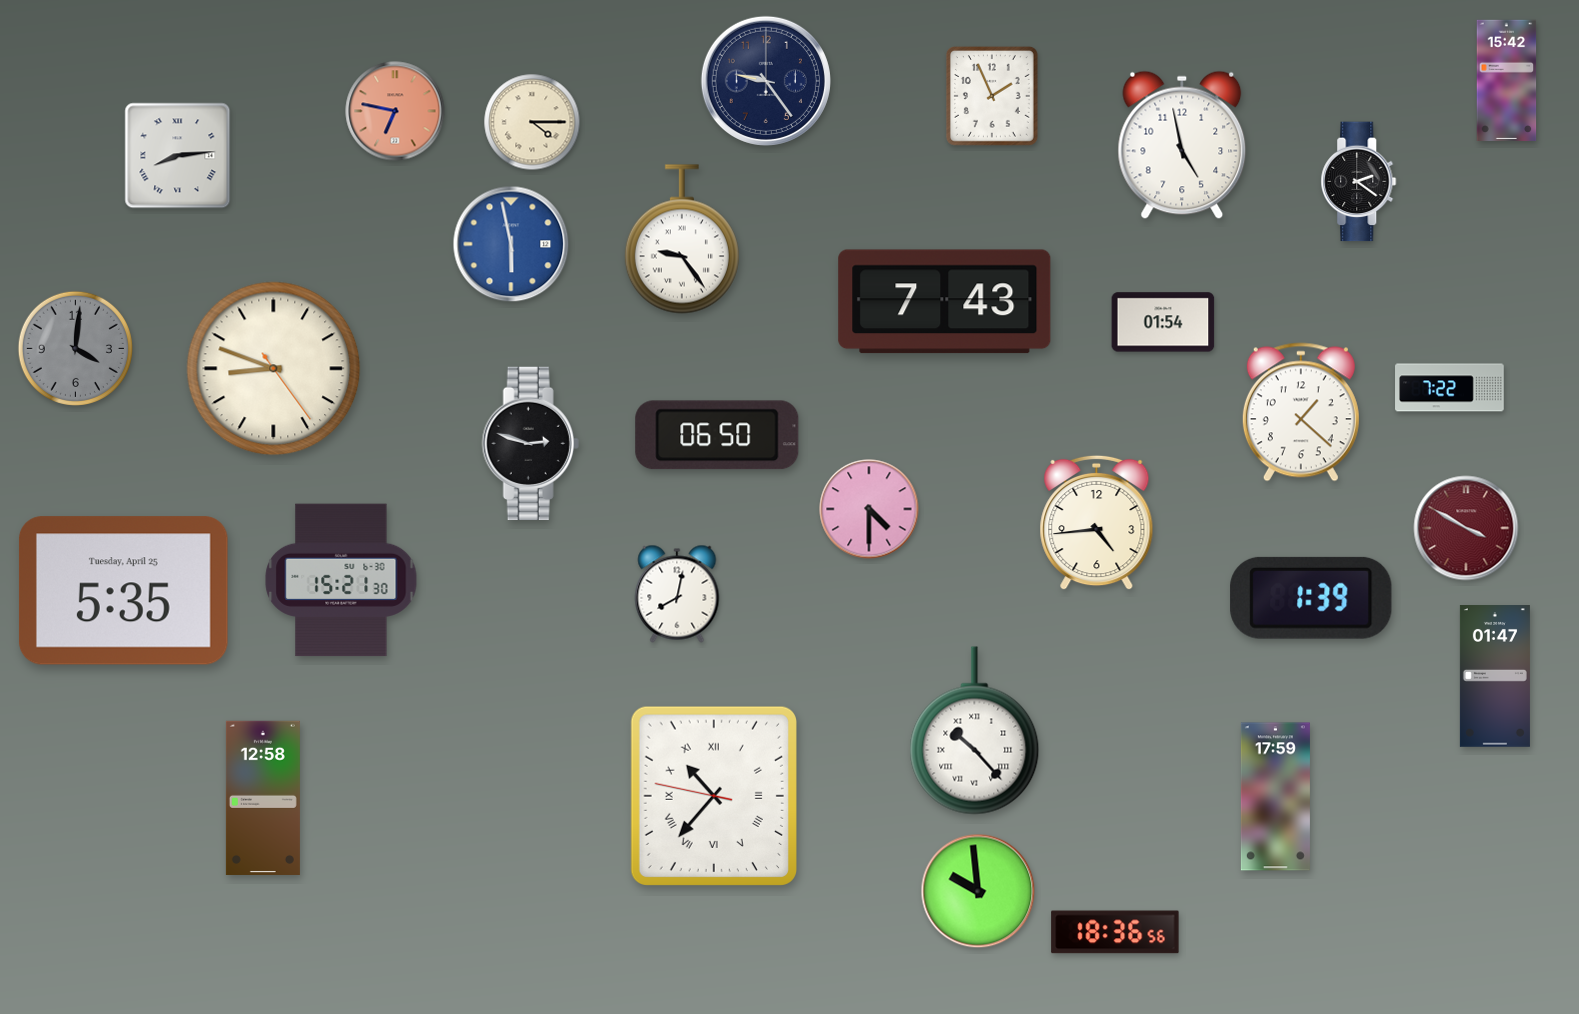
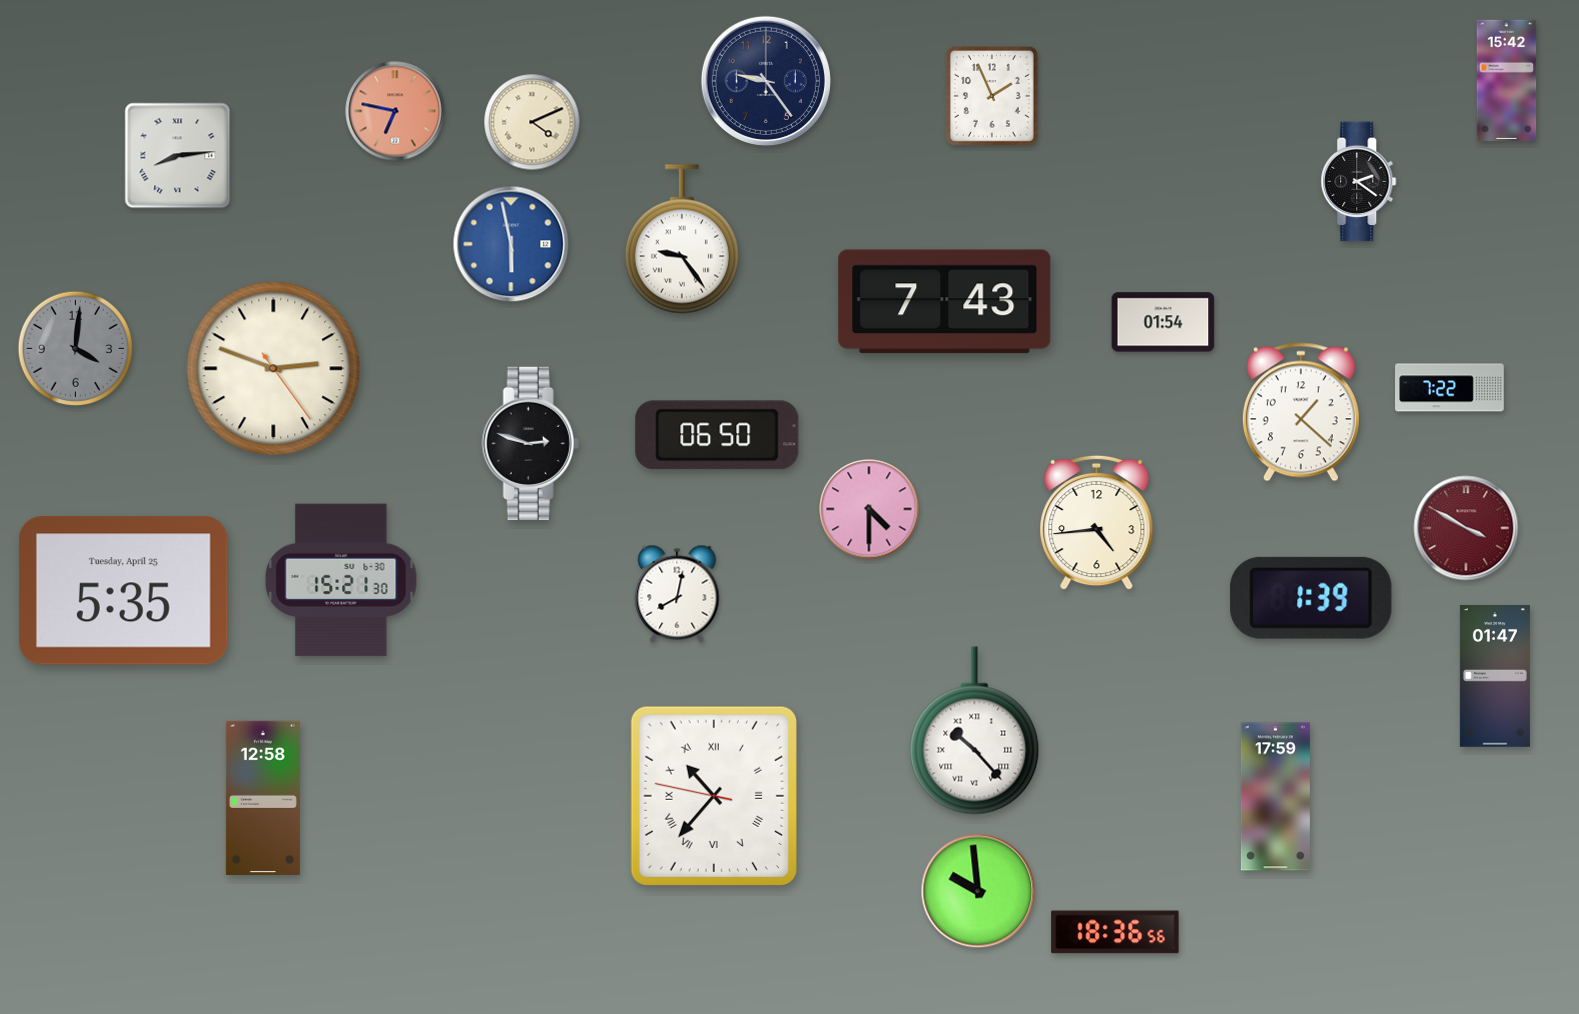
clock at (532, 122): 4:15 -> 4:11
clock at (1182, 145): 4:58 -> none
clock at (274, 369): 8:48 -> 2:48
